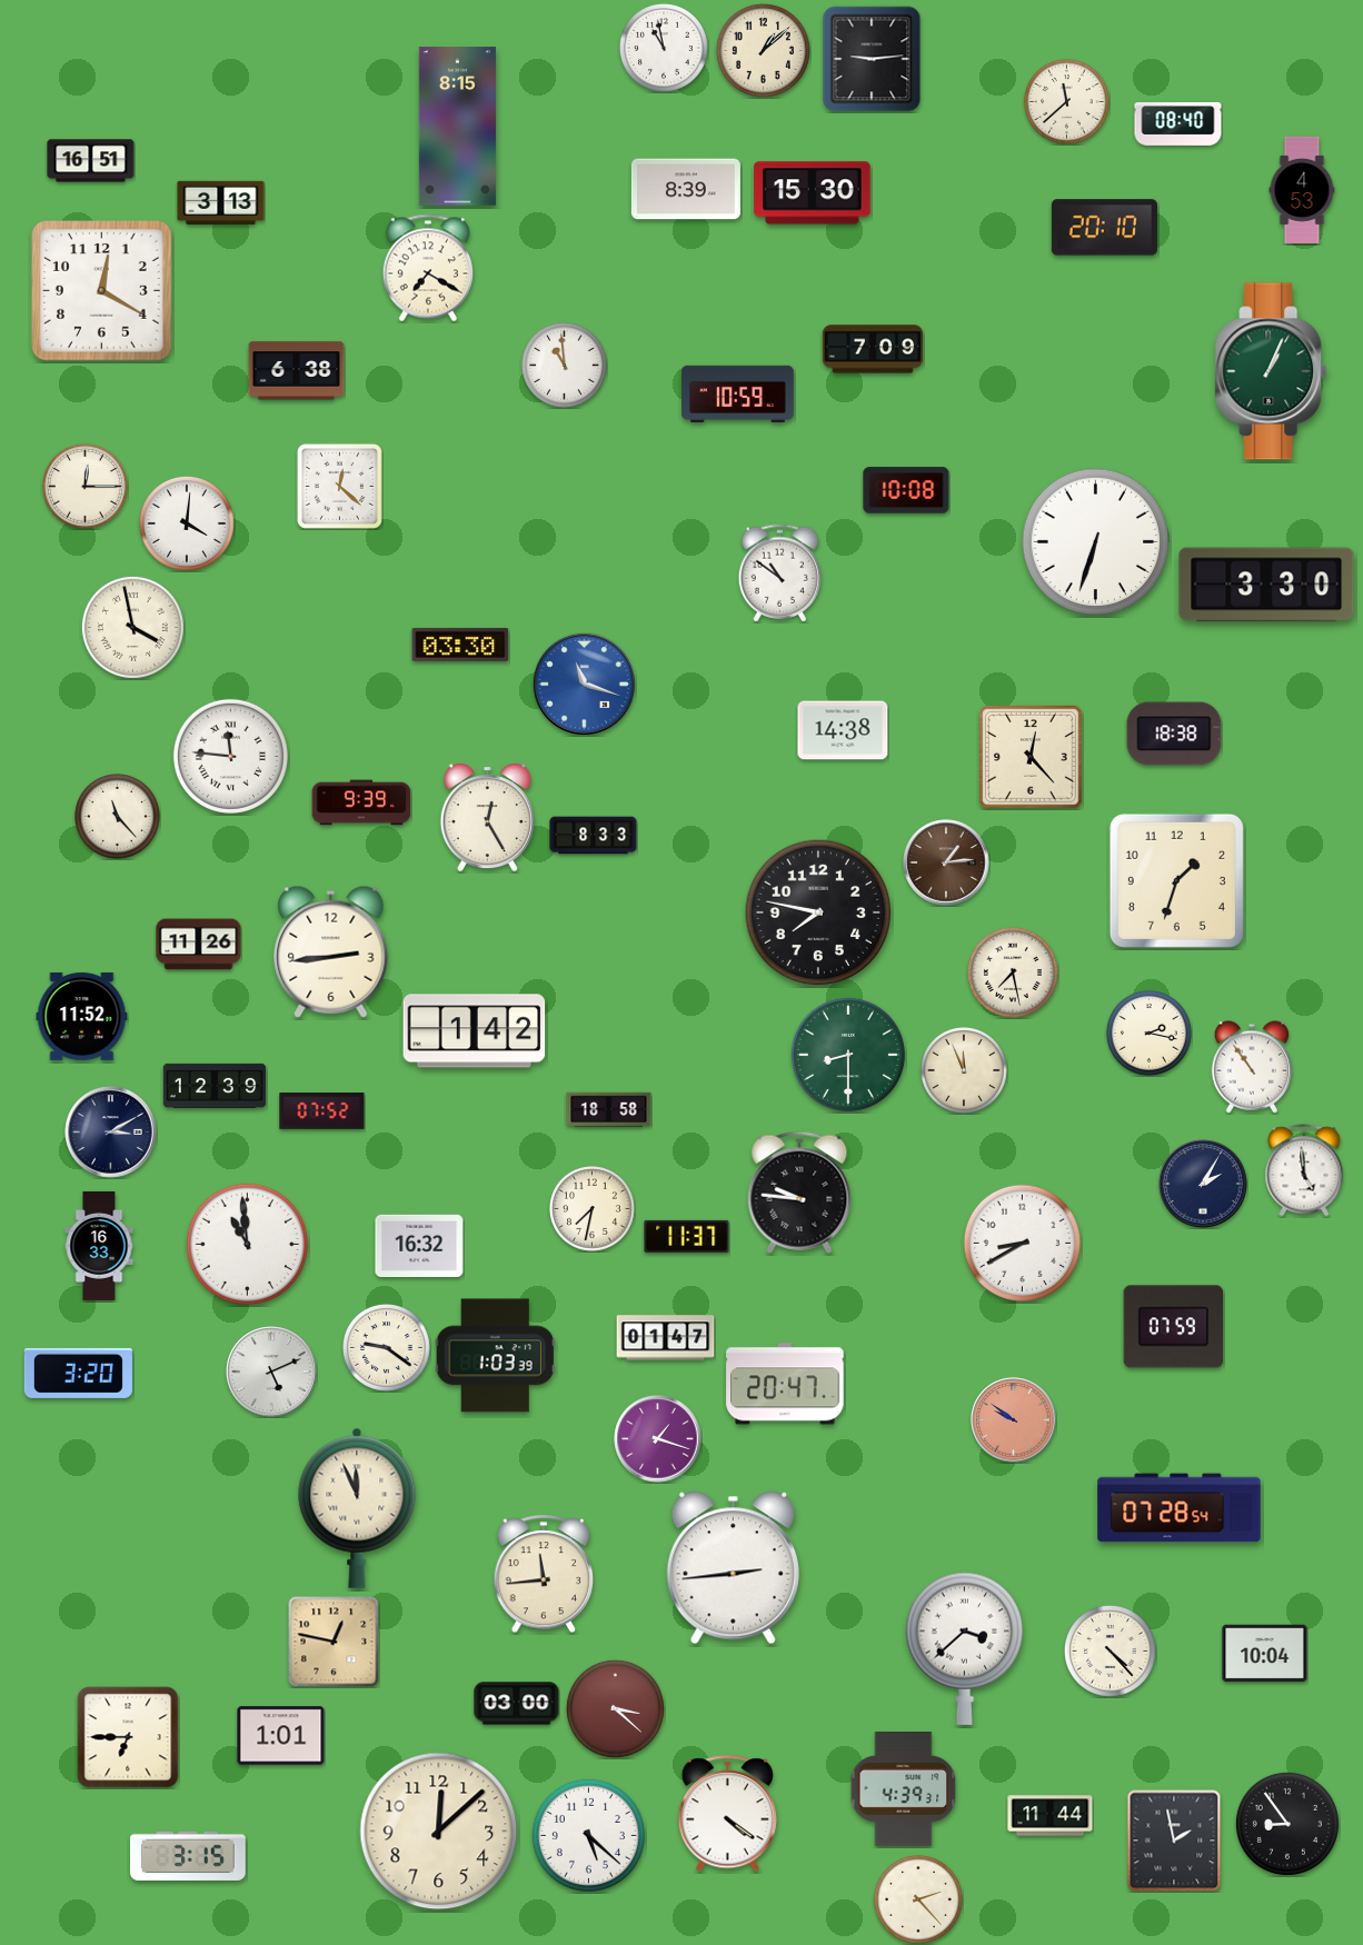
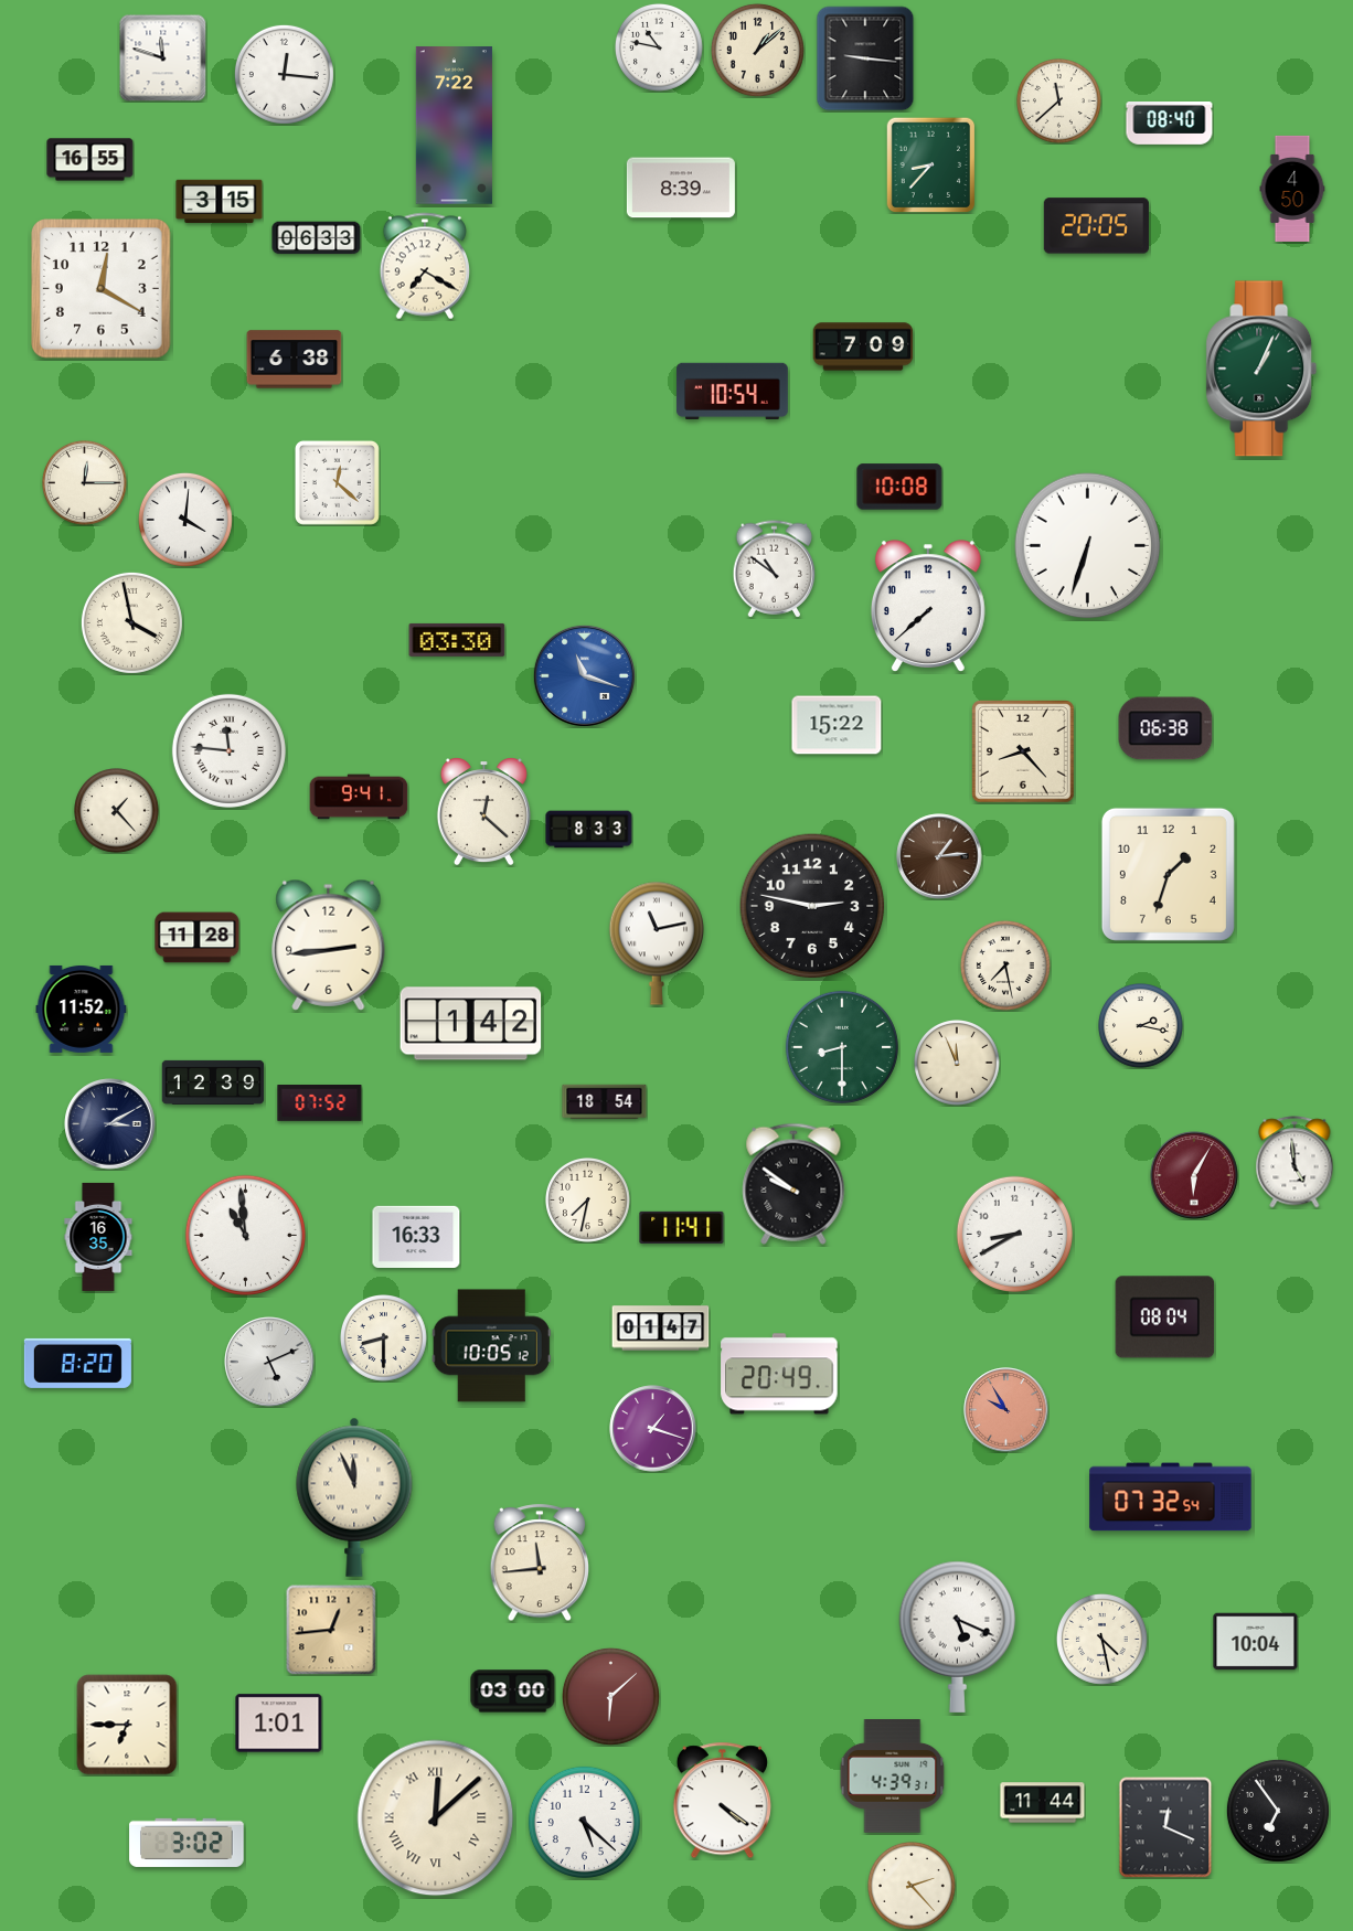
clock at (664, 48): 10:58 -> 10:47
clock at (162, 57): none -> 11:48
clock at (872, 59): 9:14 -> 9:16
clock at (284, 74): none -> 12:16
clock at (457, 127): 8:15 -> 7:22
clock at (91, 161): 16:51 -> 16:55
clock at (931, 164): none -> 8:37
clock at (1302, 190): 4:53 -> 4:50
clock at (813, 193): 15:30 -> none
clock at (221, 203): 3:13 -> 3:15
clock at (1104, 228): 20:10 -> 20:05
clock at (317, 238): none -> 06:33
clock at (873, 349) position: (873, 349) -> (863, 346)
clock at (565, 366): 10:59 -> none
clock at (297, 371) position: (297, 371) -> (295, 360)
clock at (737, 393): 10:59 -> 10:54
clock at (1096, 542) position: (1096, 542) -> (1088, 546)
clock at (1266, 585): 3:30 -> none
clock at (928, 606): none -> 7:38
clock at (584, 684) position: (584, 684) -> (584, 675)
clock at (843, 730): 14:38 -> 15:22
clock at (1174, 734): 18:38 -> 06:38
clock at (1032, 758): 12:23 -> 8:23
clock at (361, 802): 9:39 -> 9:41
clock at (118, 817): 11:23 -> 1:23
clock at (487, 818): 12:25 -> 12:22
clock at (818, 912): 7:47 -> 2:47
clock at (199, 945): 11:26 -> 11:28
clock at (657, 943): none -> 11:13
clock at (1252, 1067): 10:54 -> none
clock at (215, 1085) position: (215, 1085) -> (213, 1081)
clock at (609, 1110): 18:58 -> 18:54
clock at (1203, 1184): 2:05 -> 6:05
clock at (1203, 1184) dial: navy -> burgundy
clock at (799, 1193): 9:46 -> 9:51
clock at (687, 1236): 11:37 -> 11:41
clock at (419, 1245): 16:32 -> 16:33
clock at (99, 1246): 16:33 -> 16:35
clock at (1174, 1327): 07:59 -> 08:04
clock at (387, 1348): 9:21 -> 8:30
clock at (495, 1356): 1:03 -> 10:05
clock at (78, 1373): 3:20 -> 8:20
clock at (785, 1384): 20:47 -> 20:49
clock at (1014, 1420): 9:51 -> 9:55
clock at (1180, 1508): 07:28 -> 07:32
clock at (733, 1568): 2:44 -> none
clock at (334, 1642): 12:47 -> 12:44
clock at (965, 1648): 3:38 -> 5:19
clock at (1110, 1650): 4:23 -> 4:28
clock at (615, 1708): 3:22 -> 6:08
clock at (904, 1789) position: (904, 1789) -> (893, 1777)
clock at (1287, 1824): 8:54 -> 6:54
clock at (439, 1832) numerals: Arabic -> Roman
clock at (1174, 1841): 1:58 -> 12:19
clock at (188, 1856): 3:15 -> 3:02
